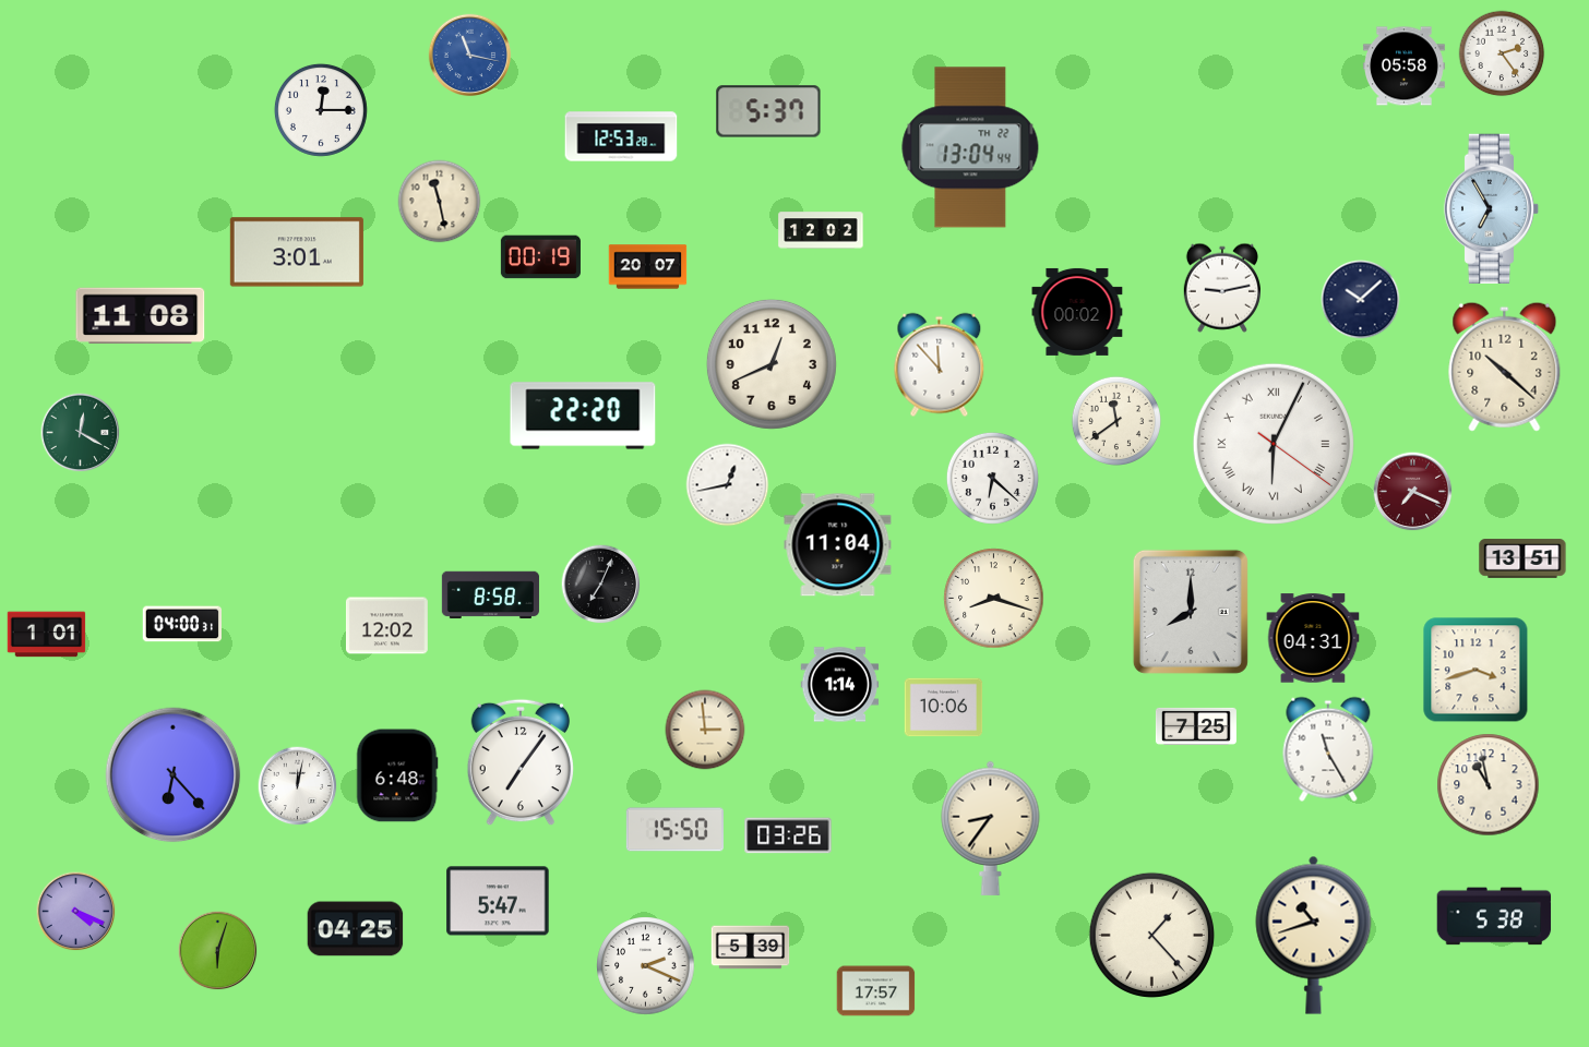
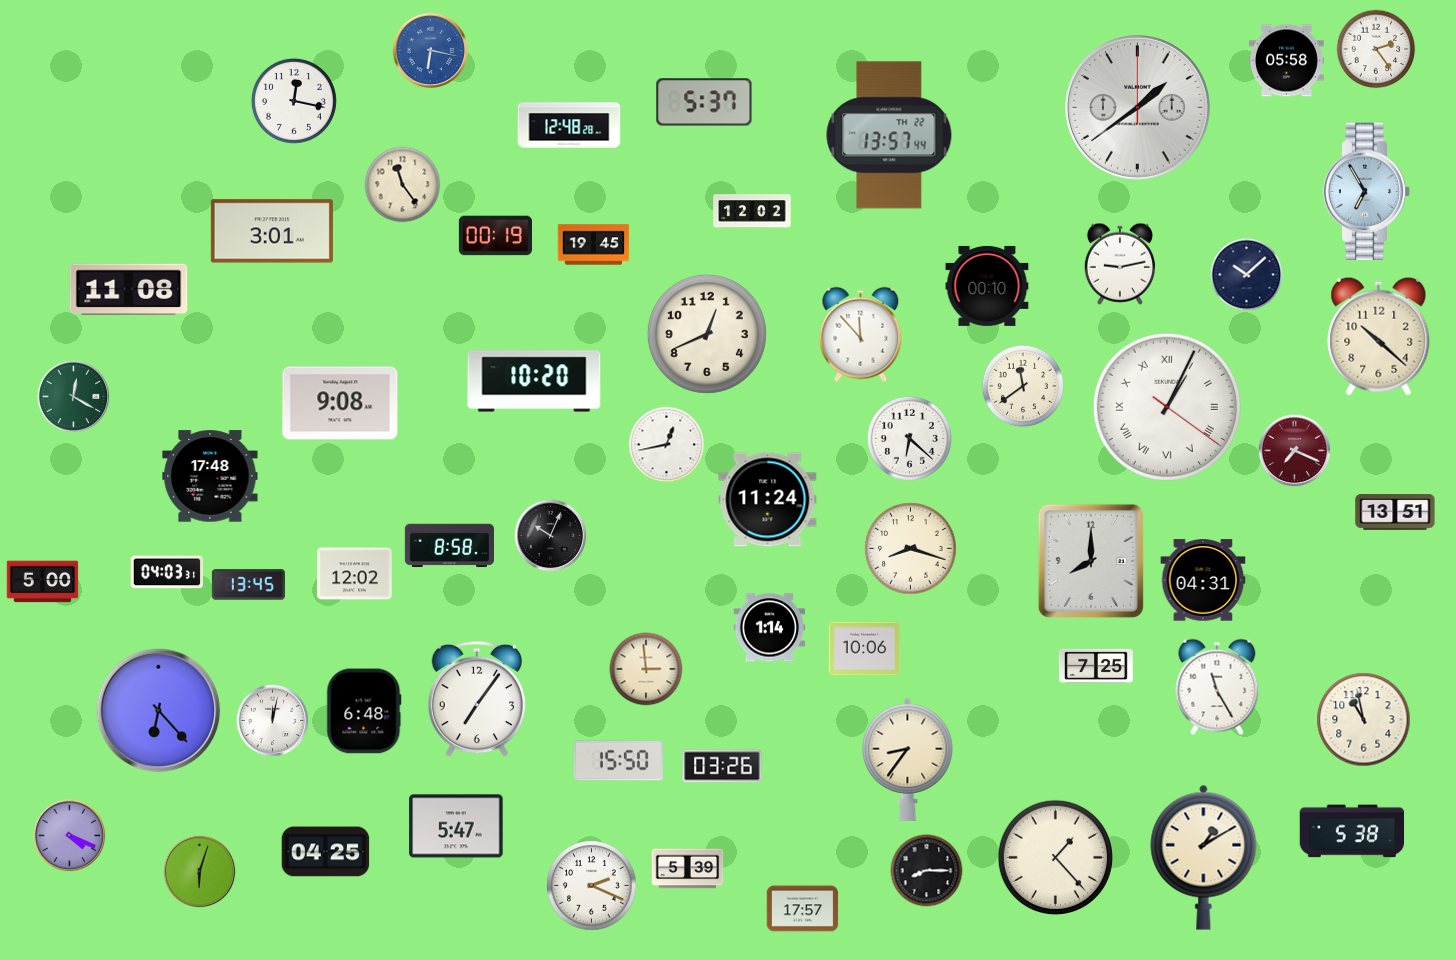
clock at (470, 56): 11:17 -> 6:17
clock at (321, 110): 12:15 -> 12:17
clock at (1138, 108): none -> 1:39
clock at (621, 136): 12:53 -> 12:48
clock at (970, 147): 13:04 -> 13:57
clock at (440, 202): 11:28 -> 11:24
clock at (648, 267): 20:07 -> 19:45
clock at (1077, 312): 00:02 -> 00:10
clock at (583, 416): 22:20 -> 10:20
clock at (340, 403): none -> 9:08
clock at (1274, 444): 6:04 -> 1:04
clock at (210, 476): none -> 17:48
clock at (838, 545): 11:04 -> 11:24
clock at (601, 585): 7:04 -> 10:04
clock at (181, 624): 04:00 -> 04:03
clock at (47, 635): 1:01 -> 5:00
clock at (248, 585): none -> 13:45
clock at (1313, 638) position: (1313, 638) -> (1203, 580)
clock at (1475, 670): 3:42 -> none
clock at (1494, 916) position: (1494, 916) -> (1352, 831)
clock at (1314, 935): 10:42 -> 1:10
clock at (927, 871): none -> 8:15
